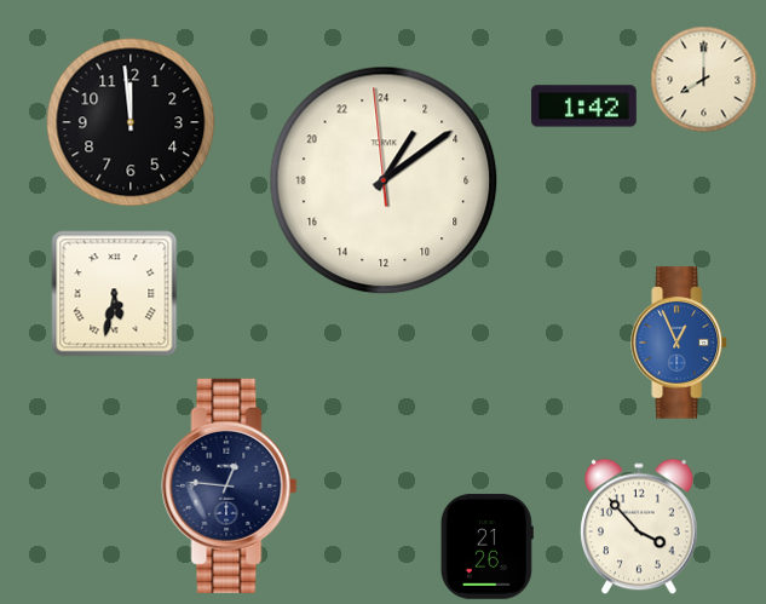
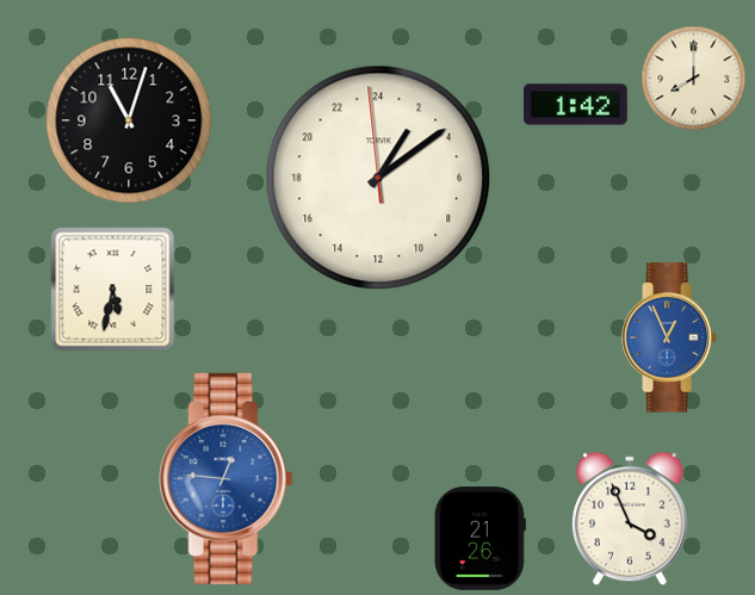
clock at (131, 122): 11:59 -> 11:03
clock at (230, 485) dial: navy -> blue
clock at (639, 527): 3:53 -> 3:56
